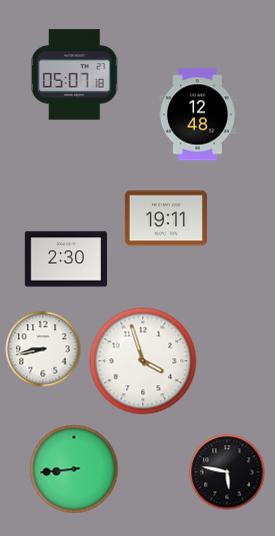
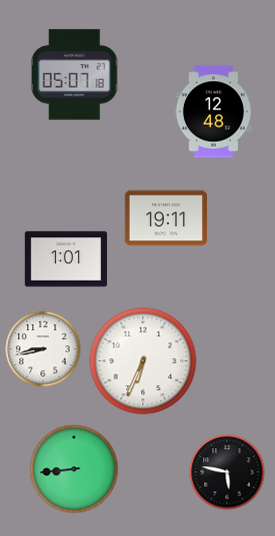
clock at (197, 115) position: (197, 115) -> (213, 112)
clock at (65, 259): 2:30 -> 1:01
clock at (143, 361): 3:57 -> 6:34
